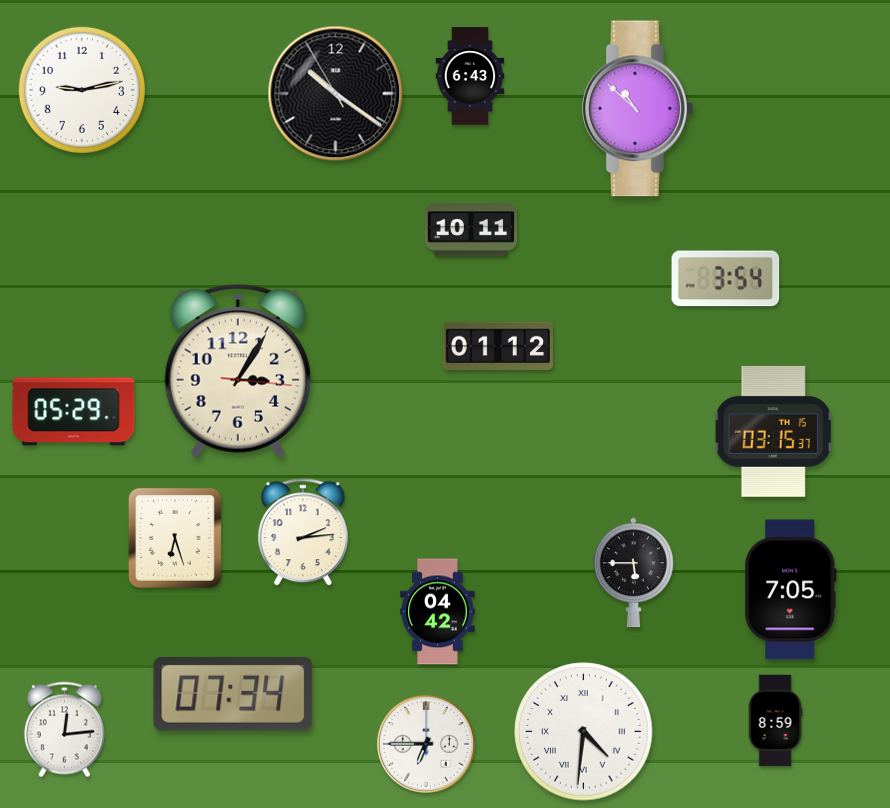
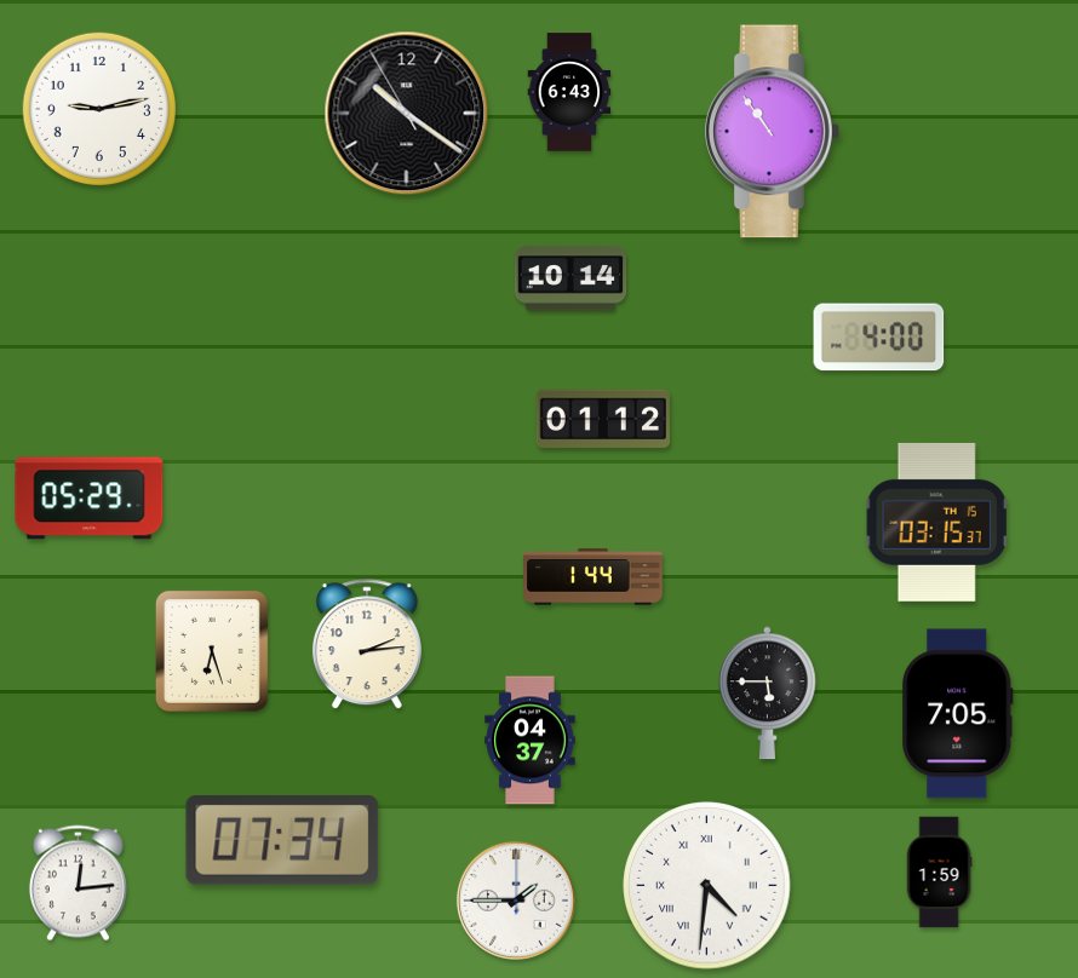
clock at (638, 109): 10:52 -> 10:54
clock at (471, 230): 10:11 -> 10:14
clock at (726, 279): 3:54 -> 4:00
clock at (238, 371): 3:05 -> none
clock at (594, 577): none -> 1:44
clock at (438, 612): 04:42 -> 04:37
clock at (775, 721): 8:59 -> 1:59
clock at (426, 744): 6:45 -> 1:45
